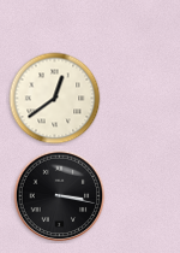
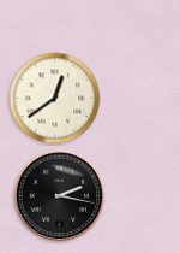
clock at (60, 196): 3:17 -> 2:17
